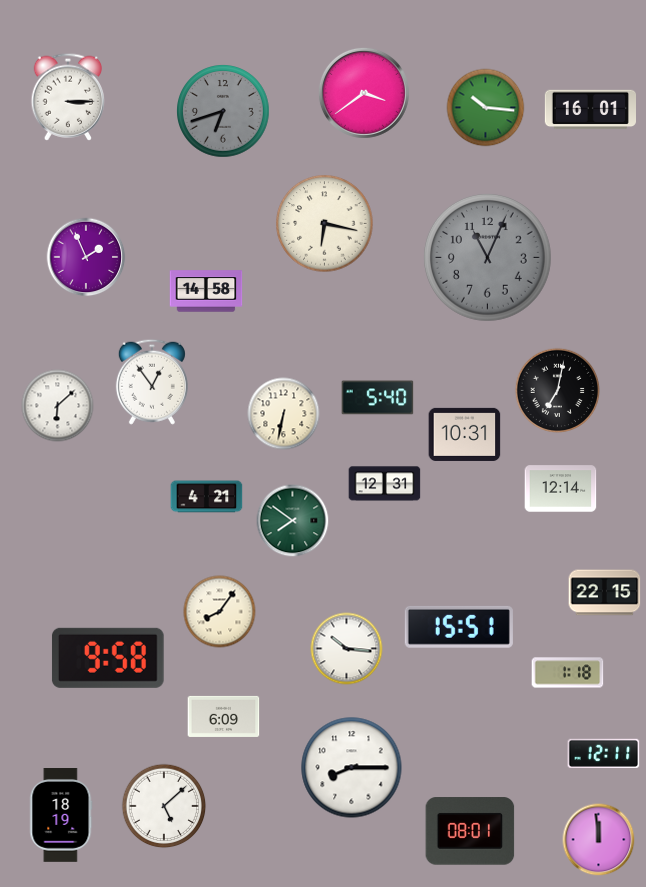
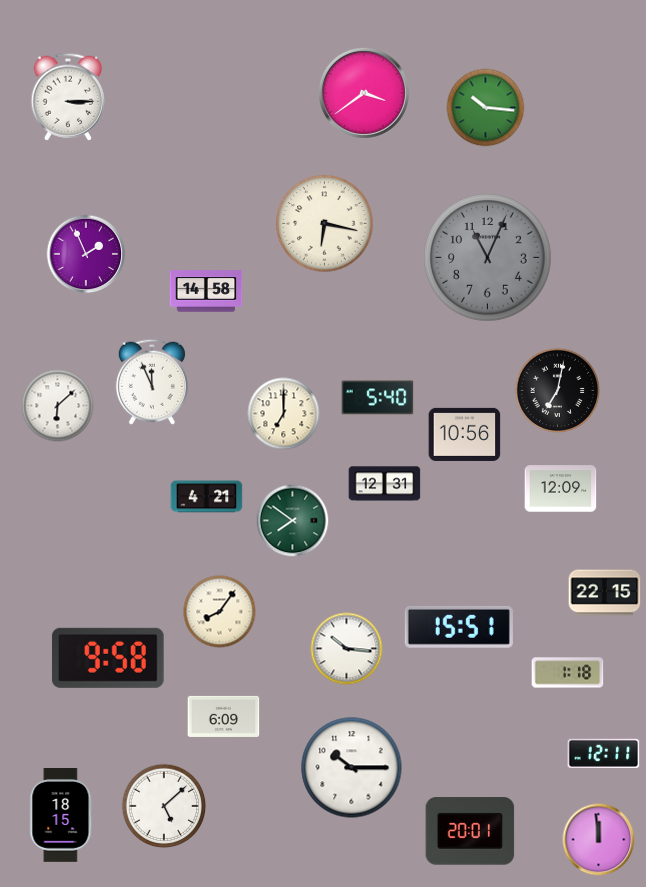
clock at (590, 110): 16:01 -> none
clock at (223, 111): 6:42 -> none
clock at (86, 257) position: (86, 257) -> (86, 254)
clock at (152, 382): 12:54 -> 11:56
clock at (284, 414): 6:32 -> 7:00
clock at (465, 434): 10:31 -> 10:56
clock at (561, 489): 12:14 -> 12:09
clock at (352, 768): 8:15 -> 10:15
clock at (61, 816): 18:19 -> 18:15
clock at (470, 831): 08:01 -> 20:01
